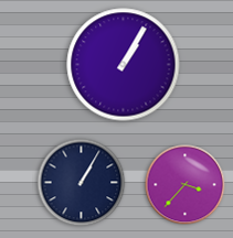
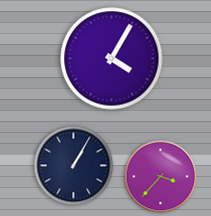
clock at (124, 65): 1:05 -> 4:05
clock at (186, 185) position: (186, 185) -> (161, 177)
